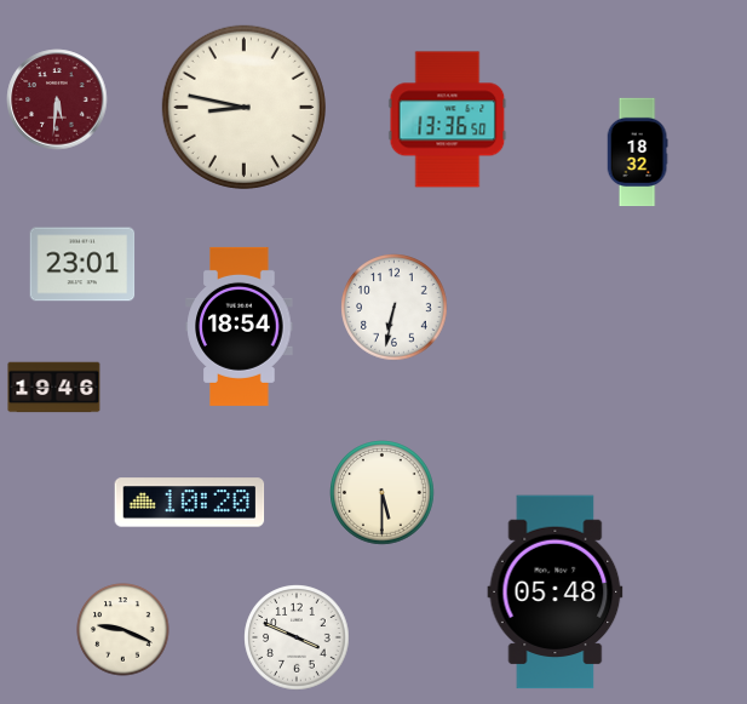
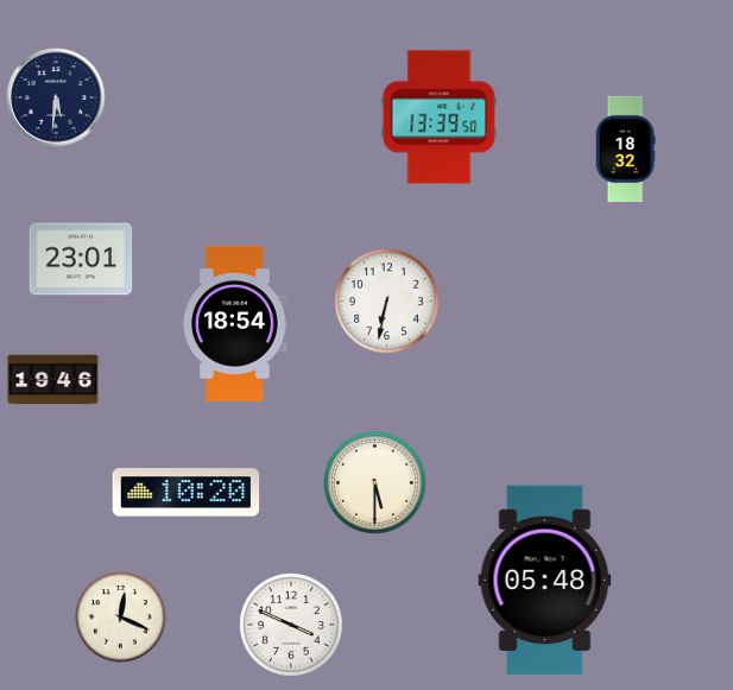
clock at (57, 99) dial: burgundy -> navy
clock at (243, 107): 8:47 -> none
clock at (448, 120): 13:36 -> 13:39
clock at (240, 326) position: (240, 326) -> (235, 323)
clock at (123, 630): 9:19 -> 12:19
